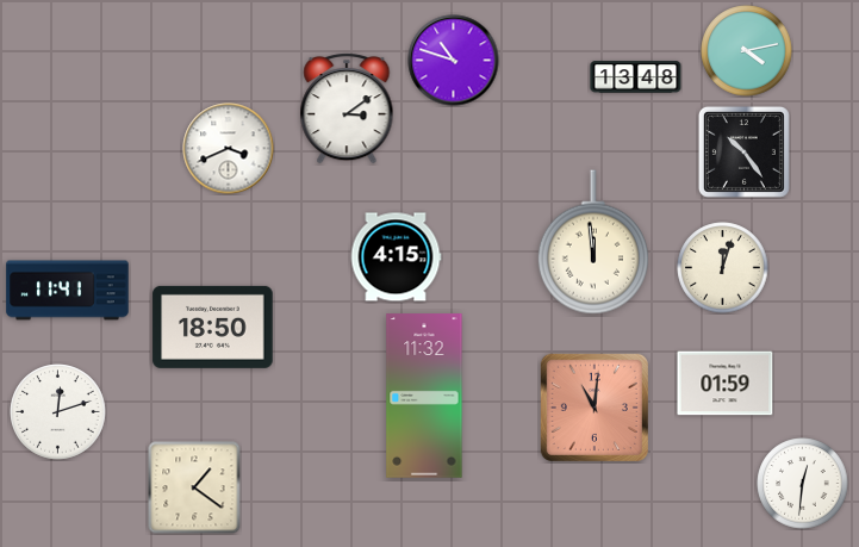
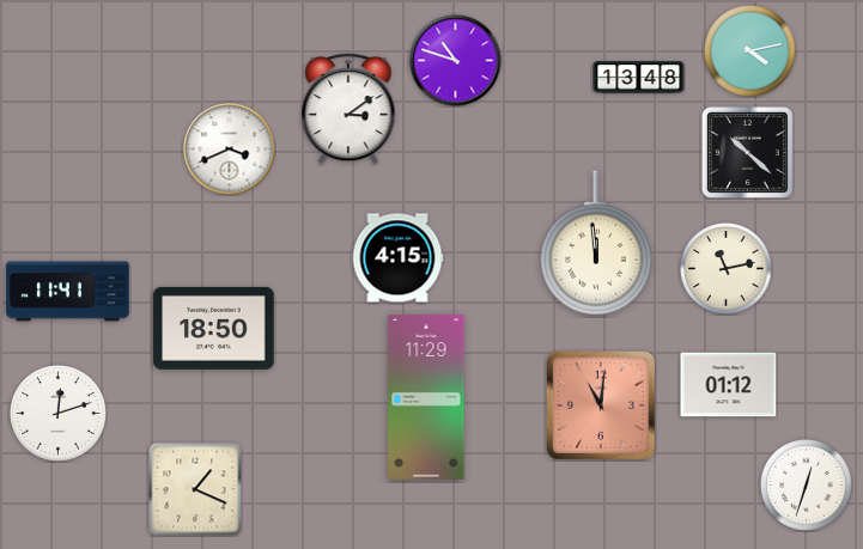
clock at (743, 151): 10:24 -> 10:22
clock at (723, 268): 12:03 -> 11:13
clock at (726, 384): 01:59 -> 01:12
clock at (424, 396): 11:32 -> 11:29
clock at (595, 408) position: (595, 408) -> (601, 405)
clock at (803, 484): 12:31 -> 12:33
clock at (194, 487): 1:21 -> 1:19
